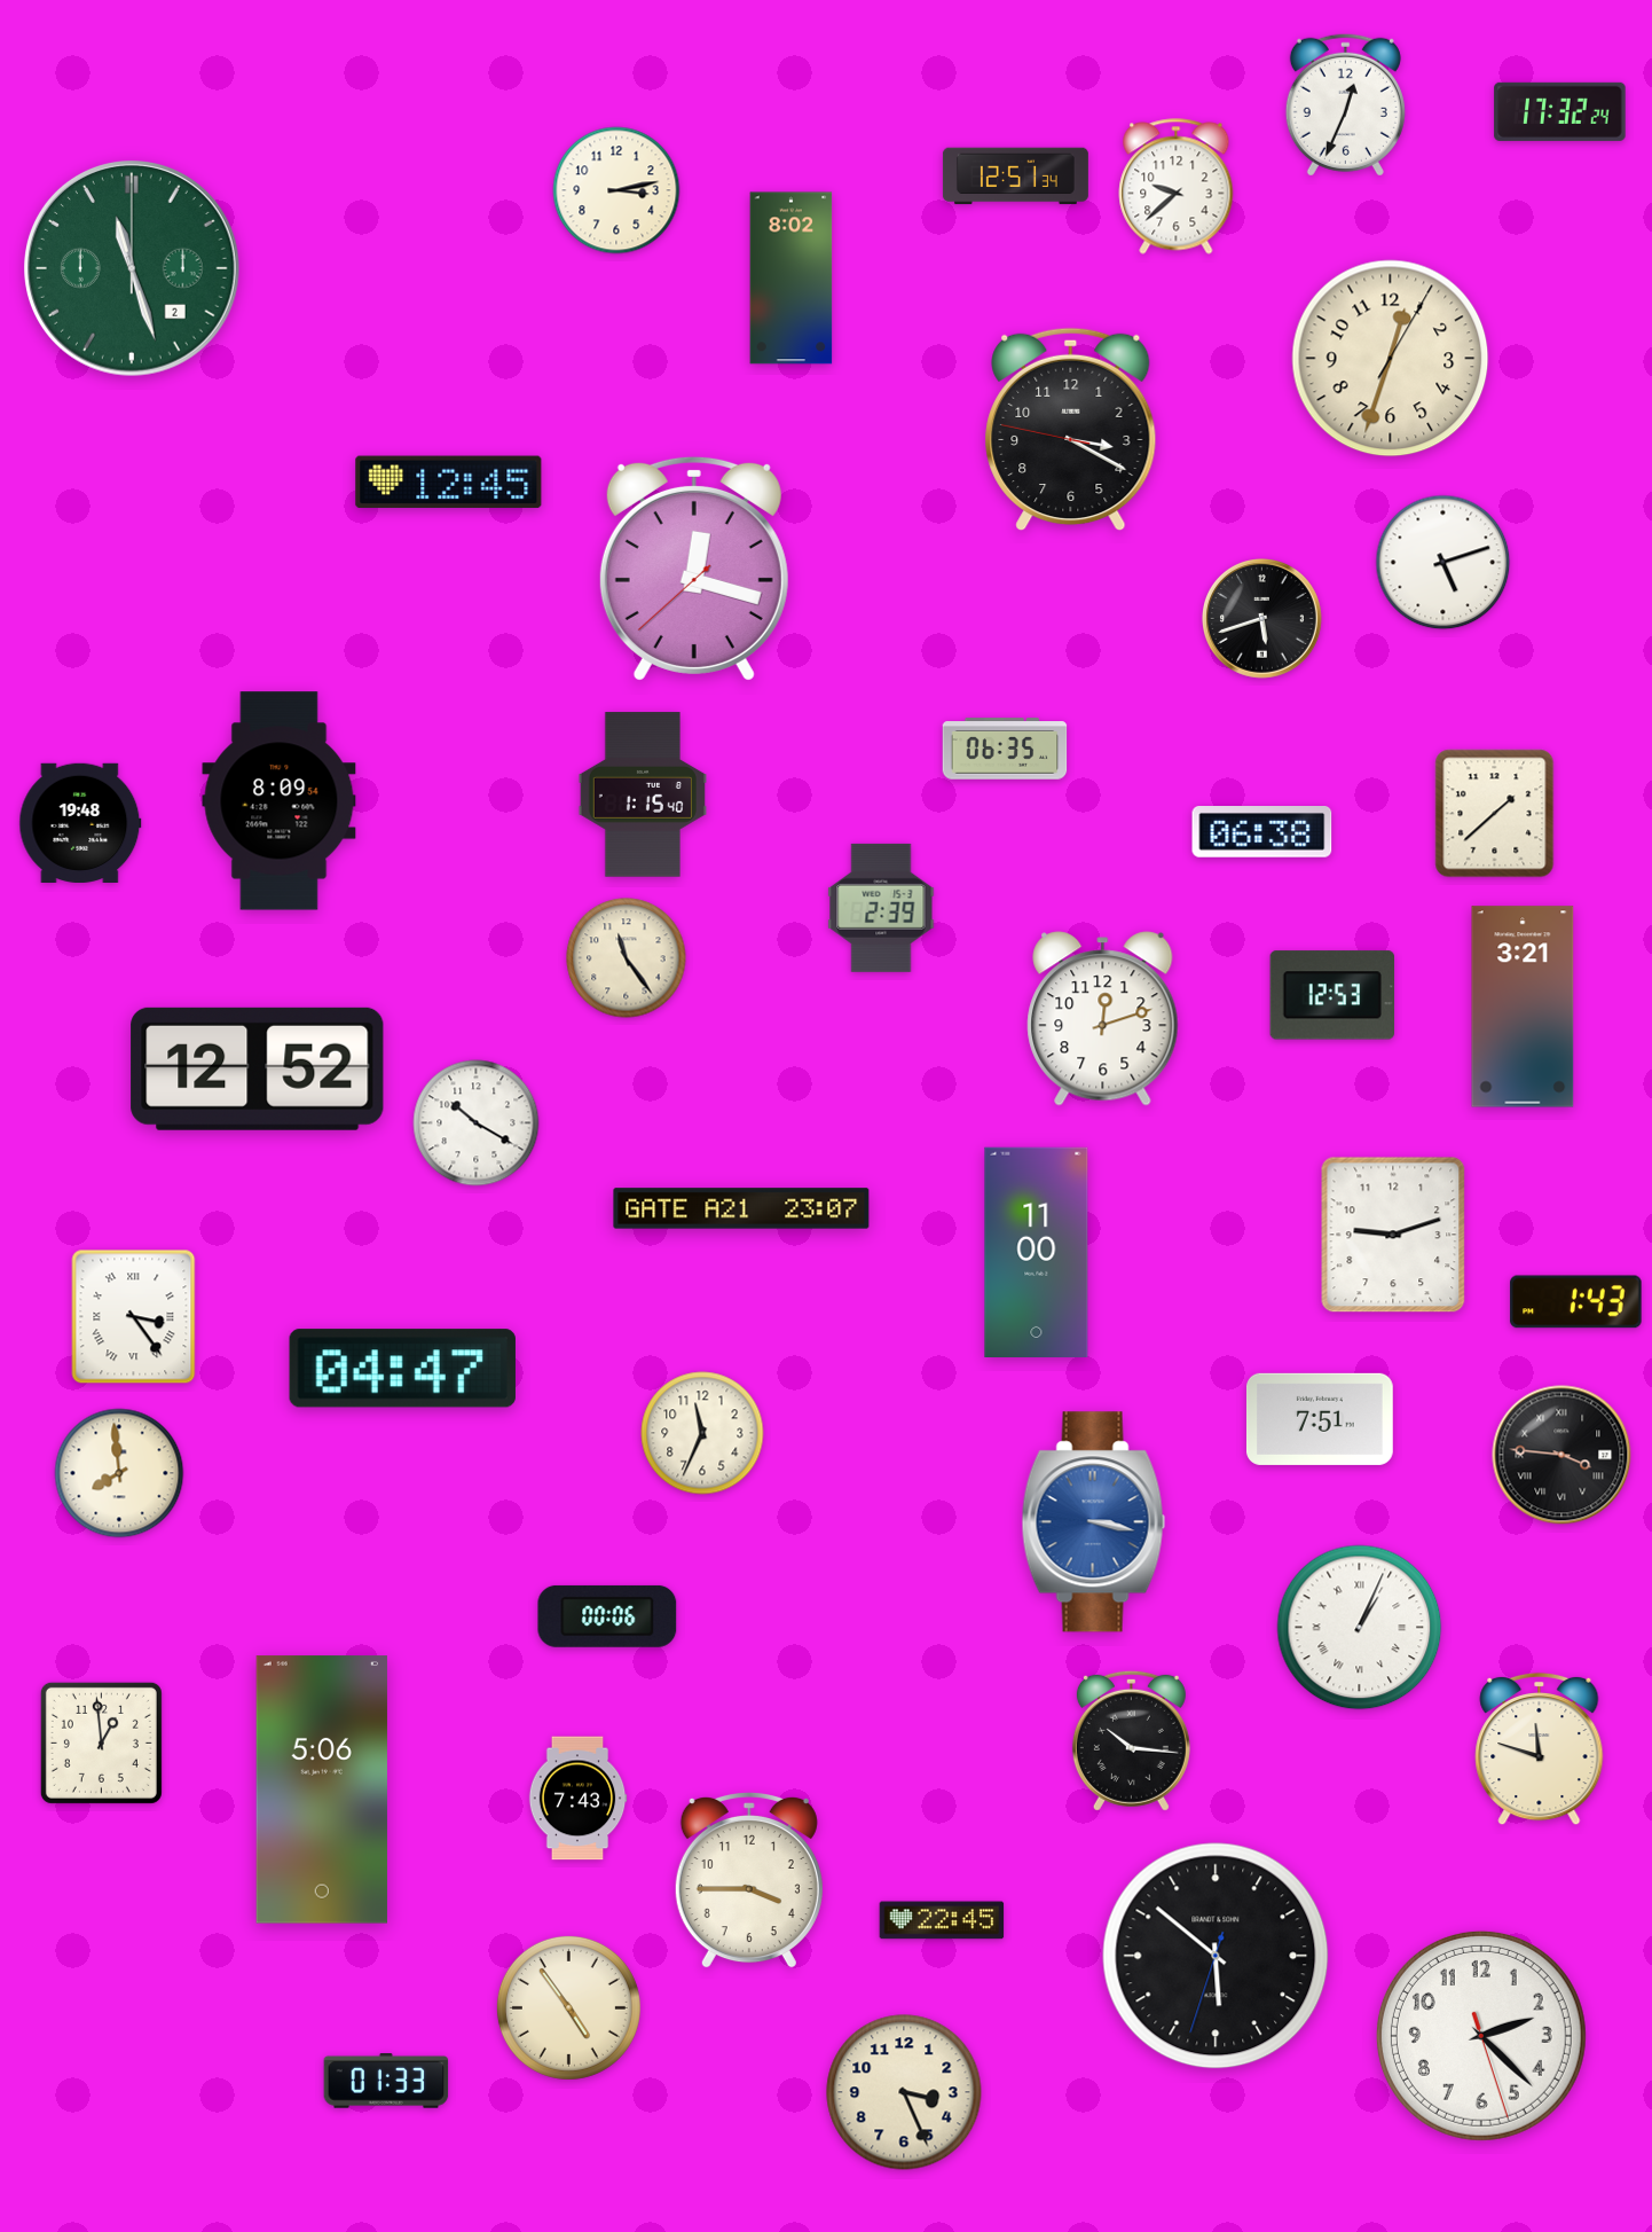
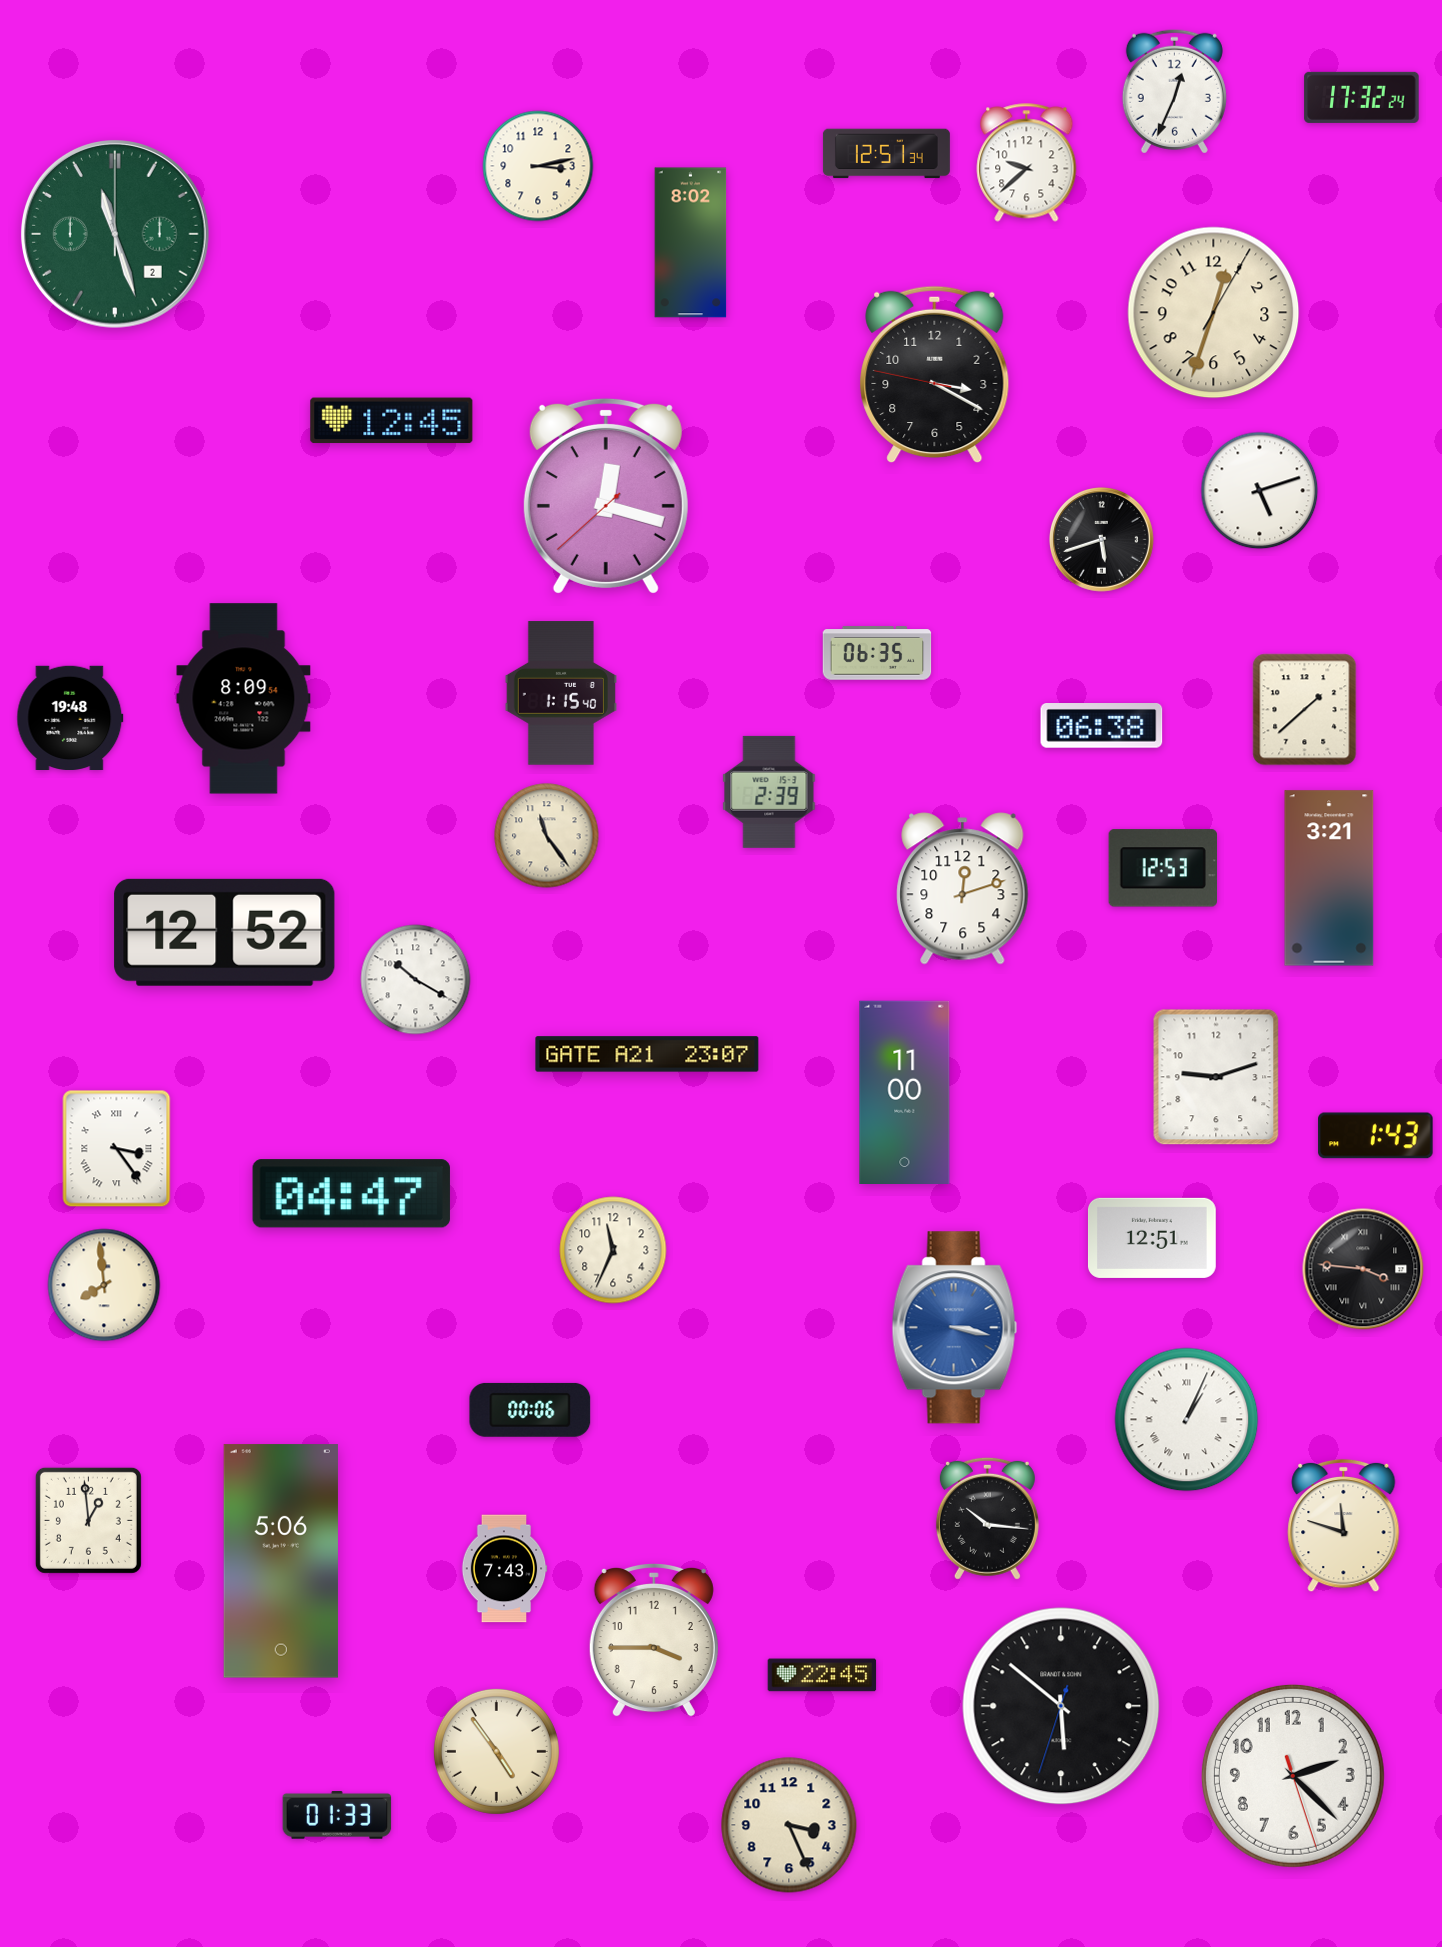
clock at (1320, 1419): 7:51 -> 12:51
